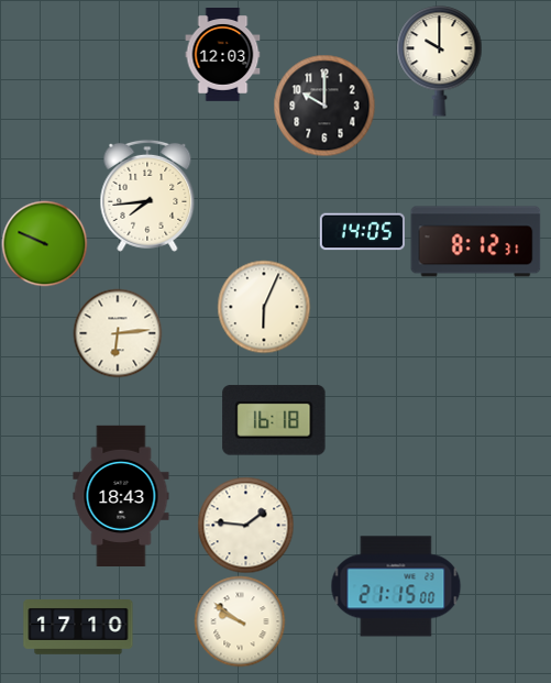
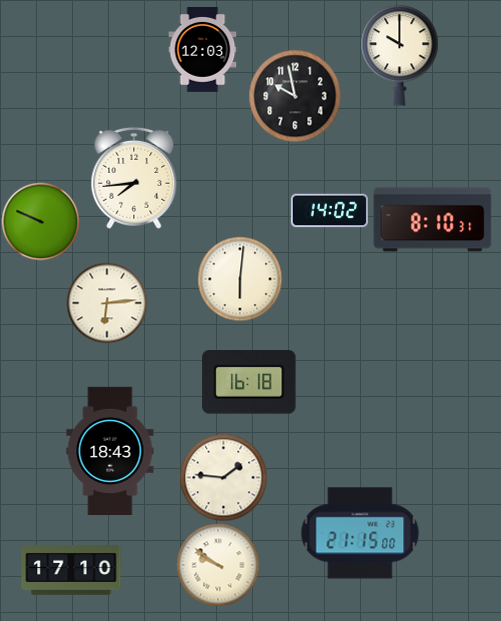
clock at (324, 106): 10:00 -> 9:58
clock at (362, 232): 14:05 -> 14:02
clock at (476, 242): 8:12 -> 8:10
clock at (264, 307): 6:04 -> 6:01
